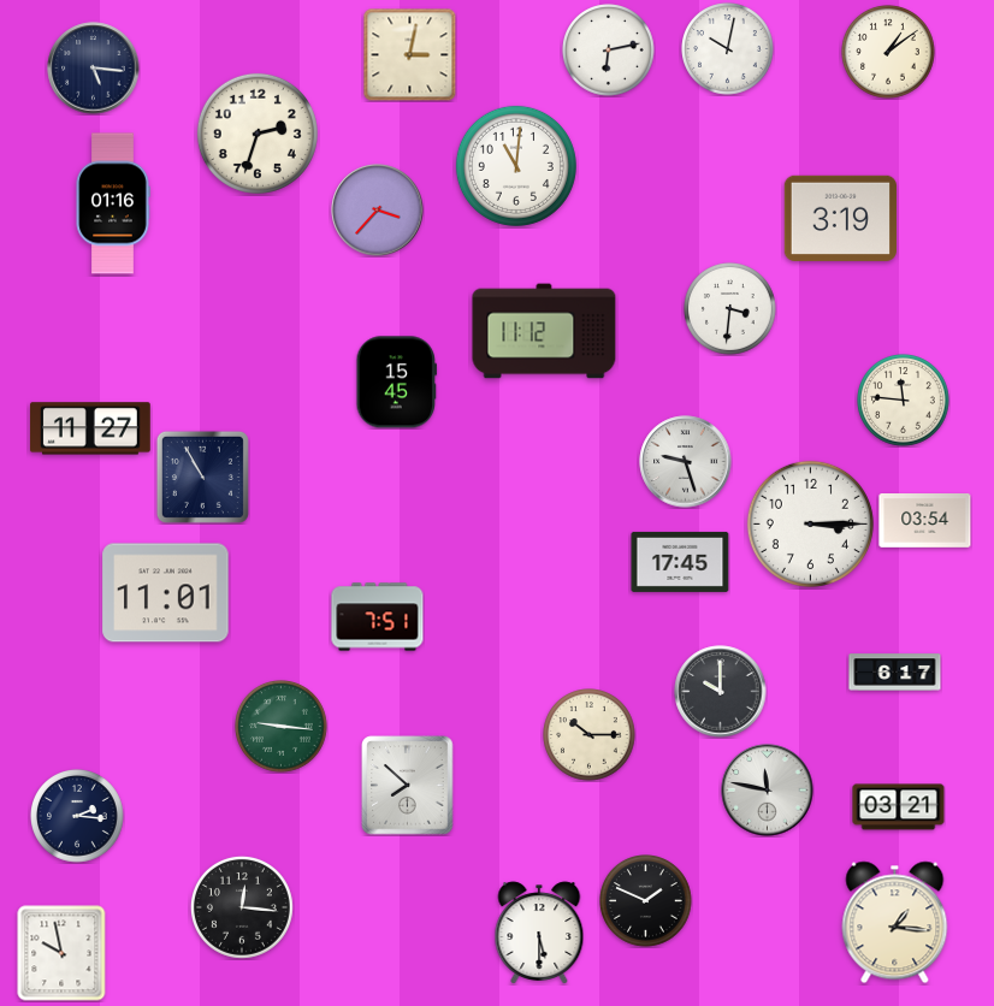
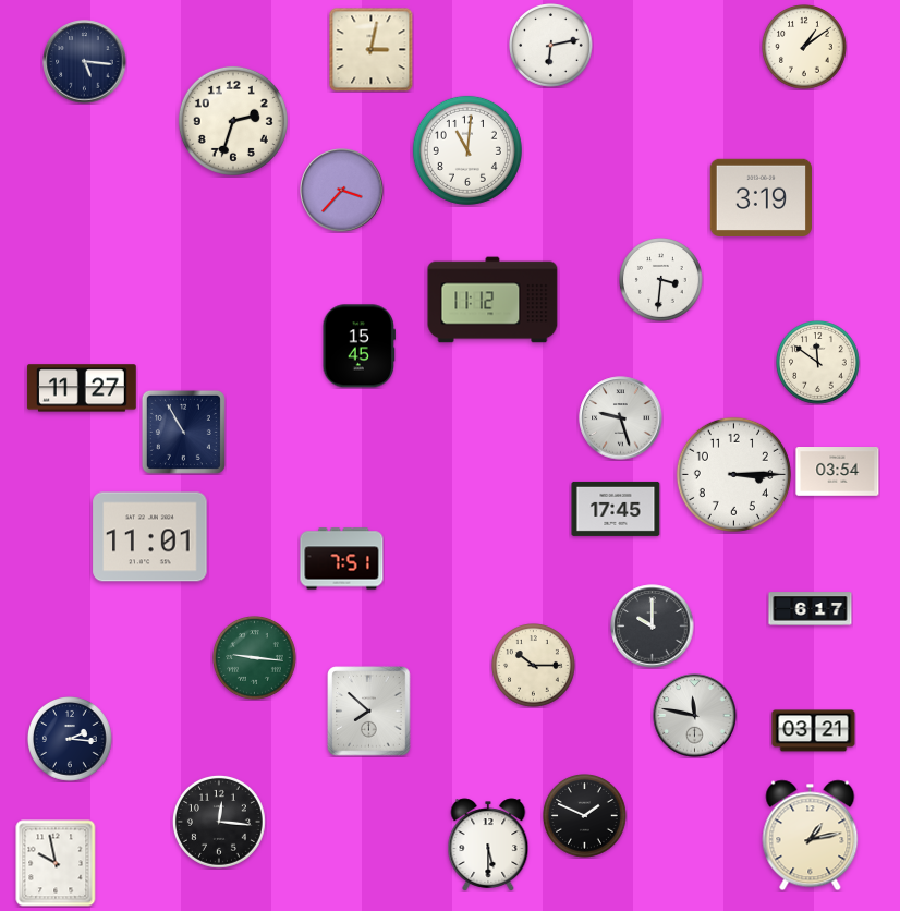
clock at (728, 49): 10:02 -> none
clock at (113, 203): 01:16 -> none
clock at (904, 401): 11:46 -> 11:51
clock at (895, 923): 1:16 -> 1:13
